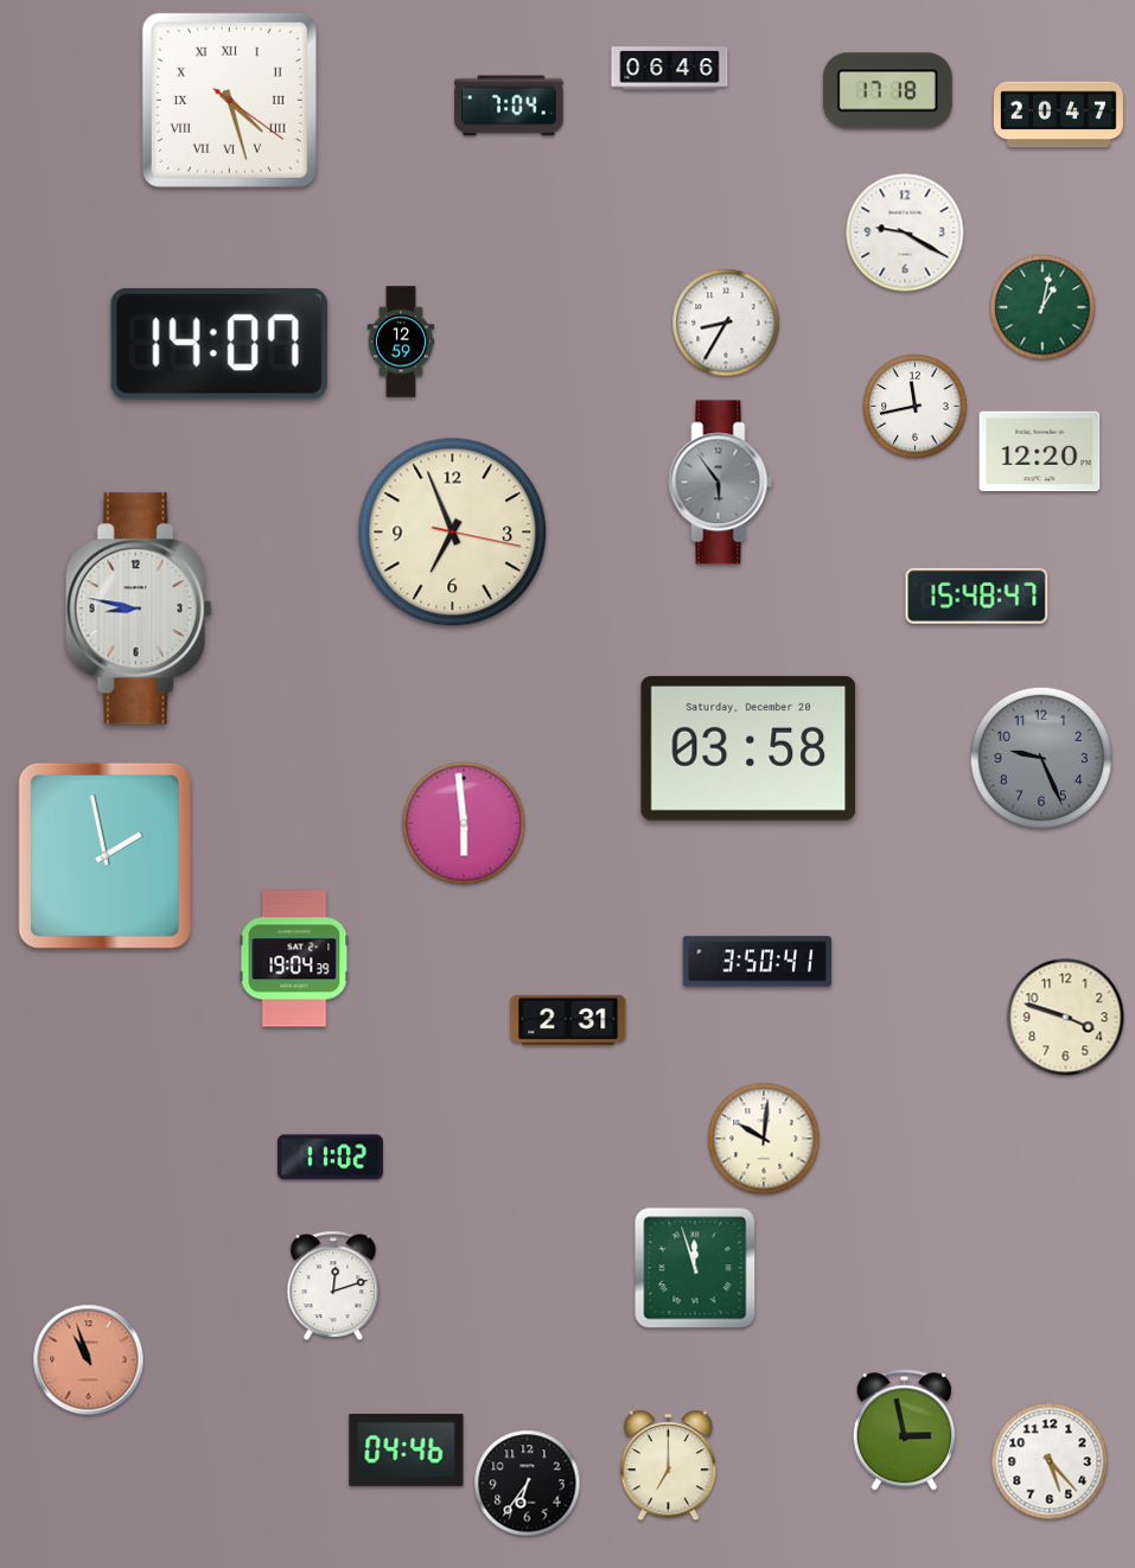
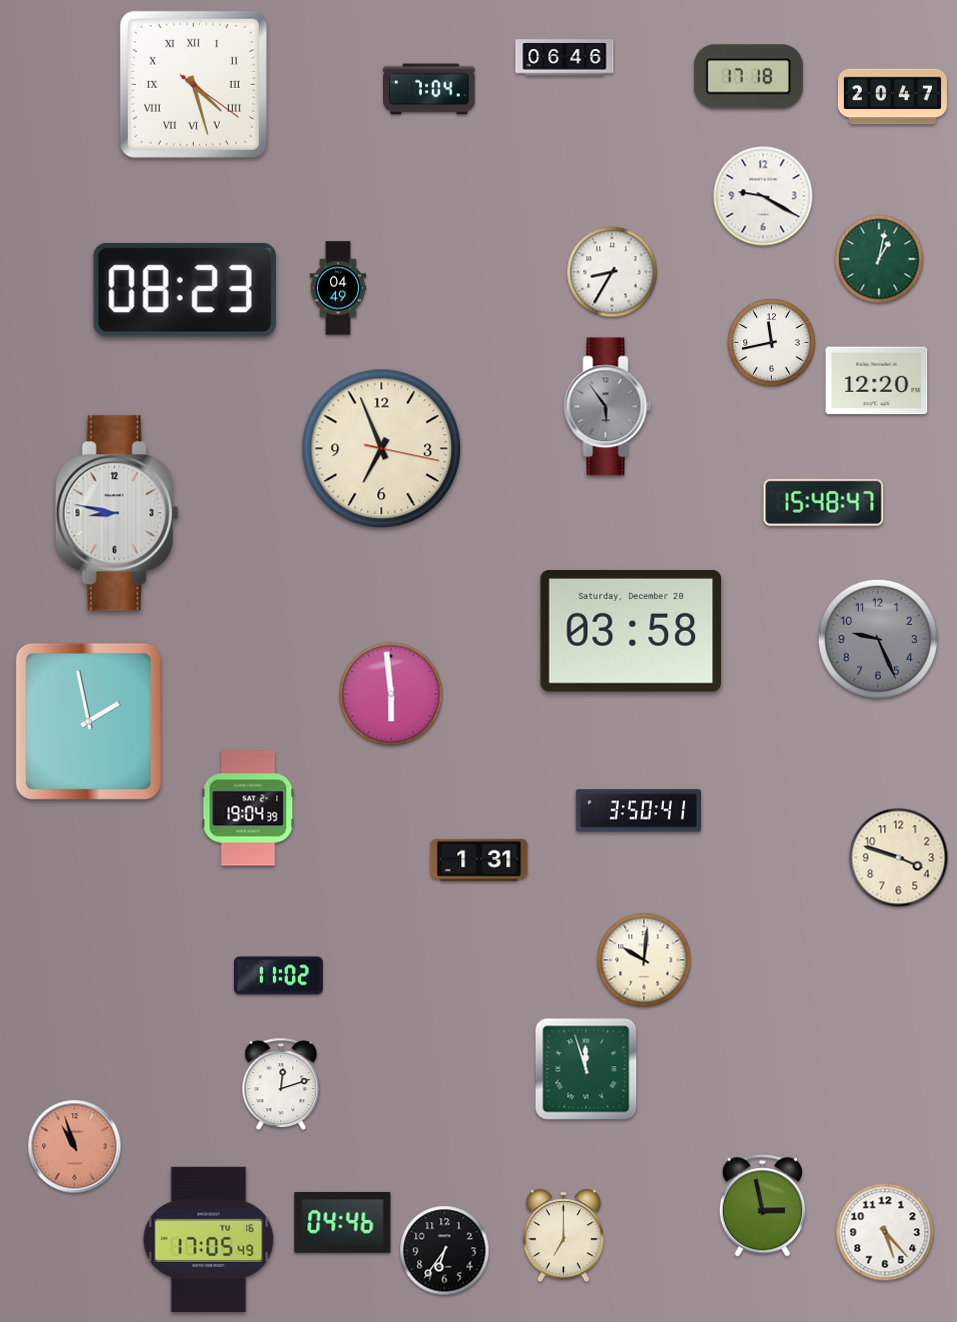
clock at (401, 342): 12:59 -> 04:49
clock at (219, 344): 14:07 -> 08:23
clock at (568, 1020): 2:31 -> 1:31
clock at (209, 1239): none -> 17:05
